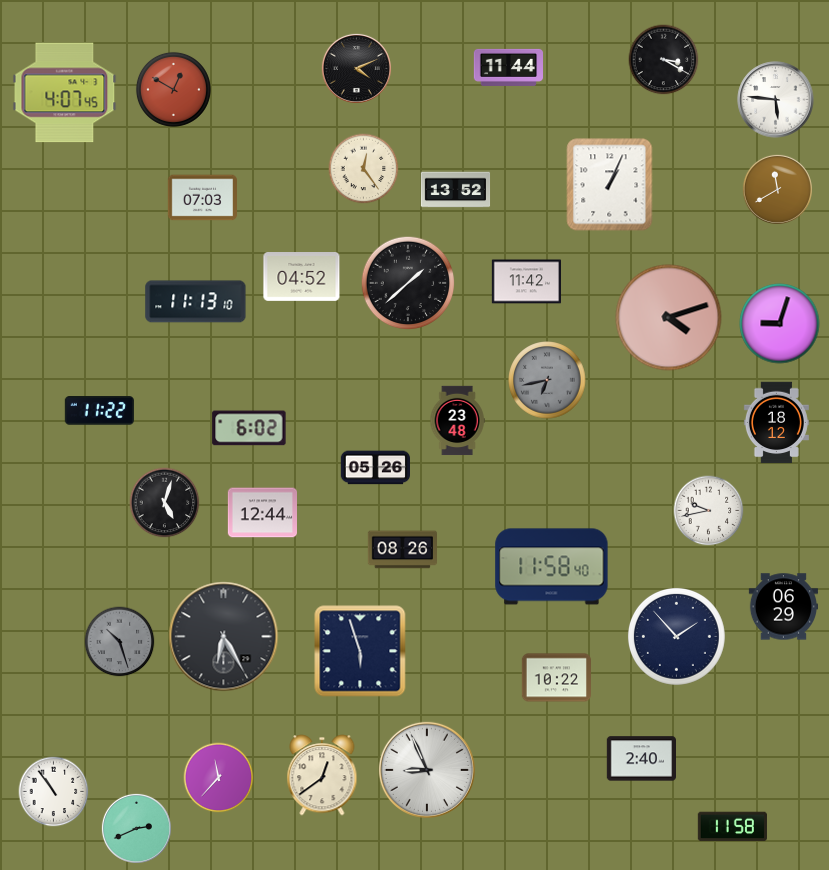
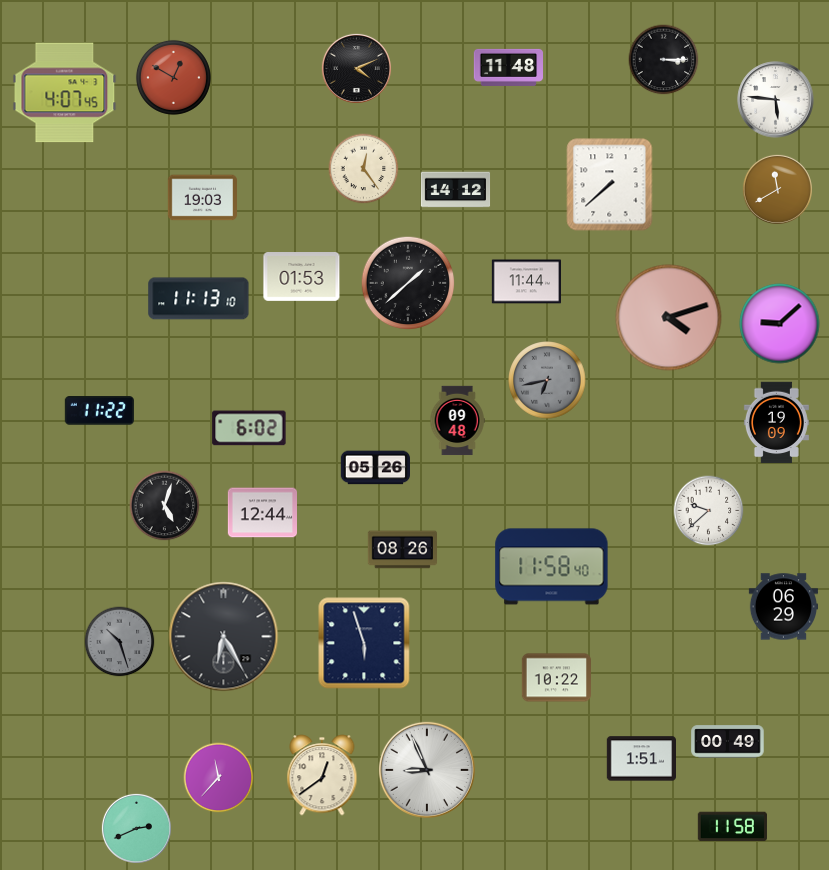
clock at (664, 60): 3:20 -> 3:15
clock at (509, 67): 11:44 -> 11:48
clock at (173, 89) position: (173, 89) -> (173, 77)
clock at (610, 185): 1:04 -> 7:38
clock at (456, 190): 13:52 -> 14:12
clock at (202, 198): 07:03 -> 19:03
clock at (302, 277): 04:52 -> 01:53
clock at (526, 282): 11:42 -> 11:44
clock at (196, 302) position: (196, 302) -> (199, 299)
clock at (780, 324): 9:03 -> 9:08
clock at (457, 421): 23:48 -> 09:48
clock at (776, 423): 18:12 -> 19:09
clock at (165, 503) position: (165, 503) -> (165, 506)
clock at (709, 511): 9:43 -> 9:38
clock at (676, 636): 1:53 -> none
clock at (360, 651) position: (360, 651) -> (364, 643)
clock at (728, 742): none -> 00:49
clock at (641, 759): 2:40 -> 1:51
clock at (54, 792): 10:54 -> none
